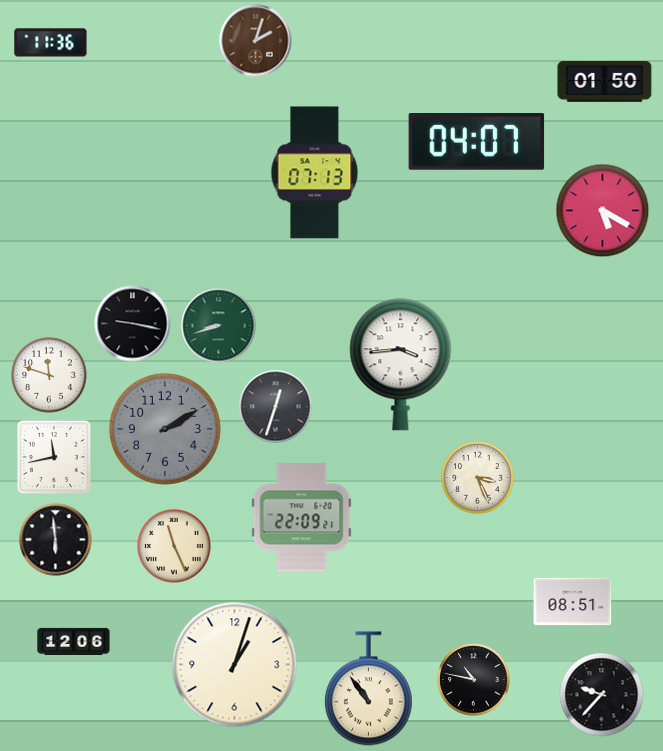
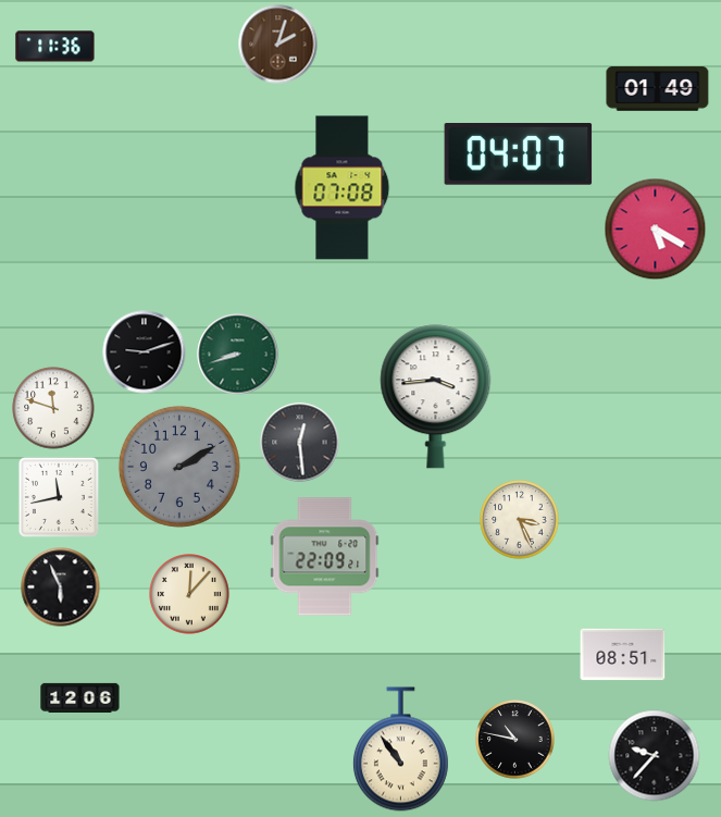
clock at (605, 82): 01:50 -> 01:49
clock at (315, 173): 07:13 -> 07:08
clock at (133, 324): 9:17 -> 9:12
clock at (276, 407): 12:33 -> 12:29
clock at (302, 518) position: (302, 518) -> (325, 557)
clock at (56, 540): 5:59 -> 5:56
clock at (174, 546): 11:26 -> 12:07
clock at (235, 665): 1:03 -> none
